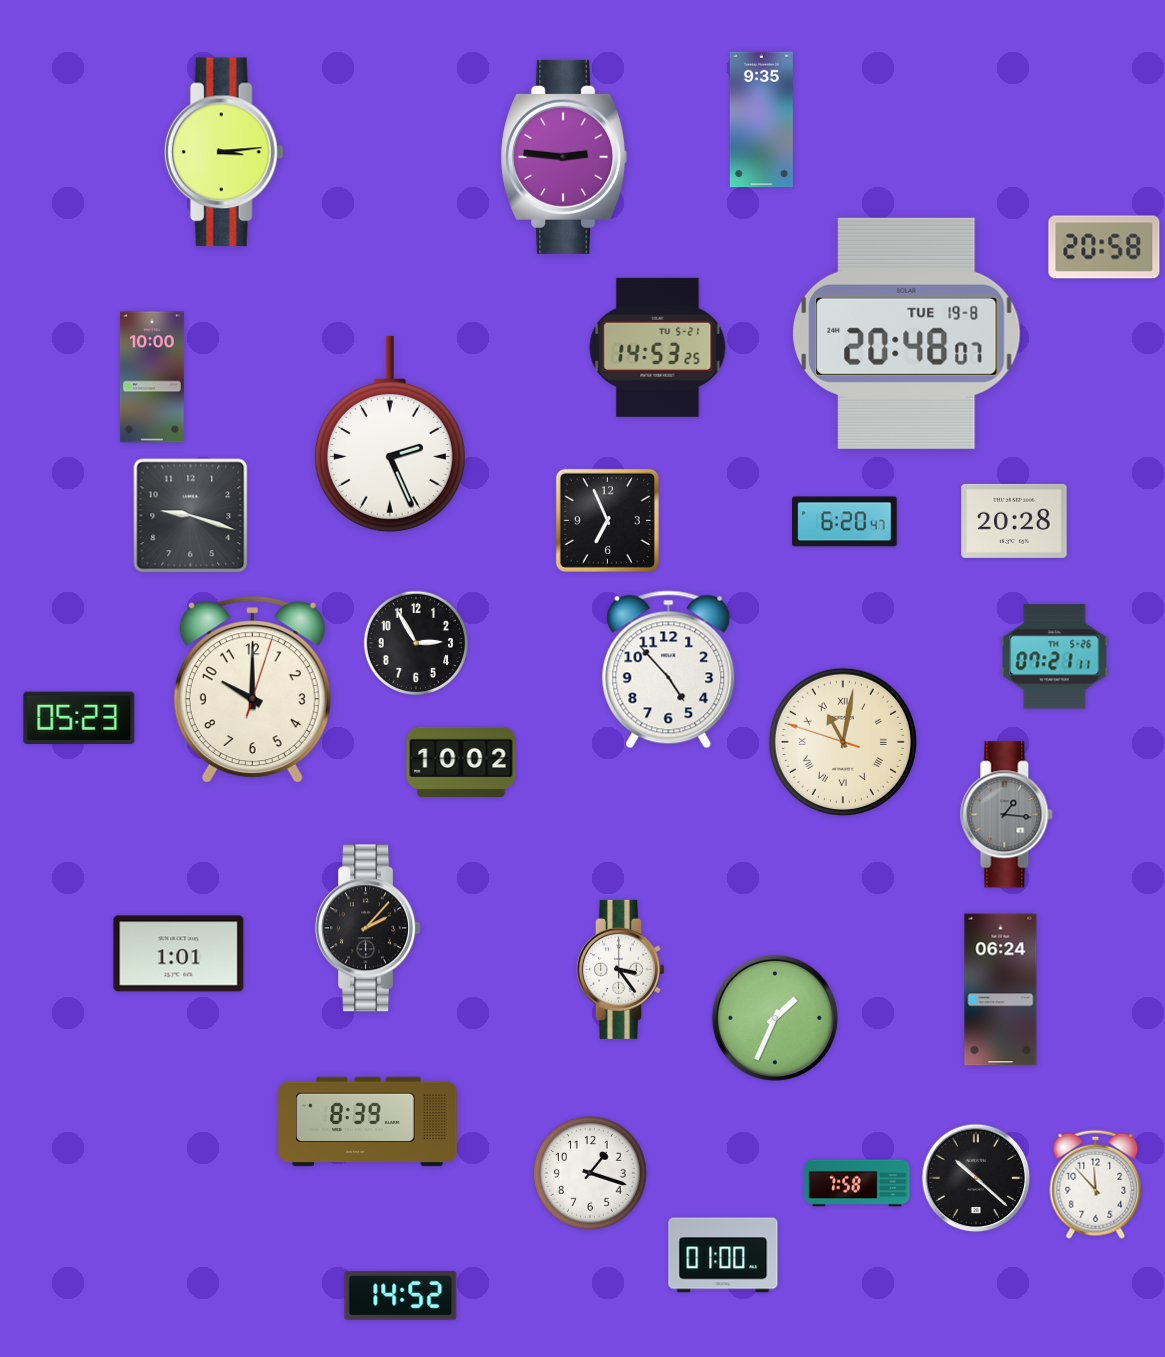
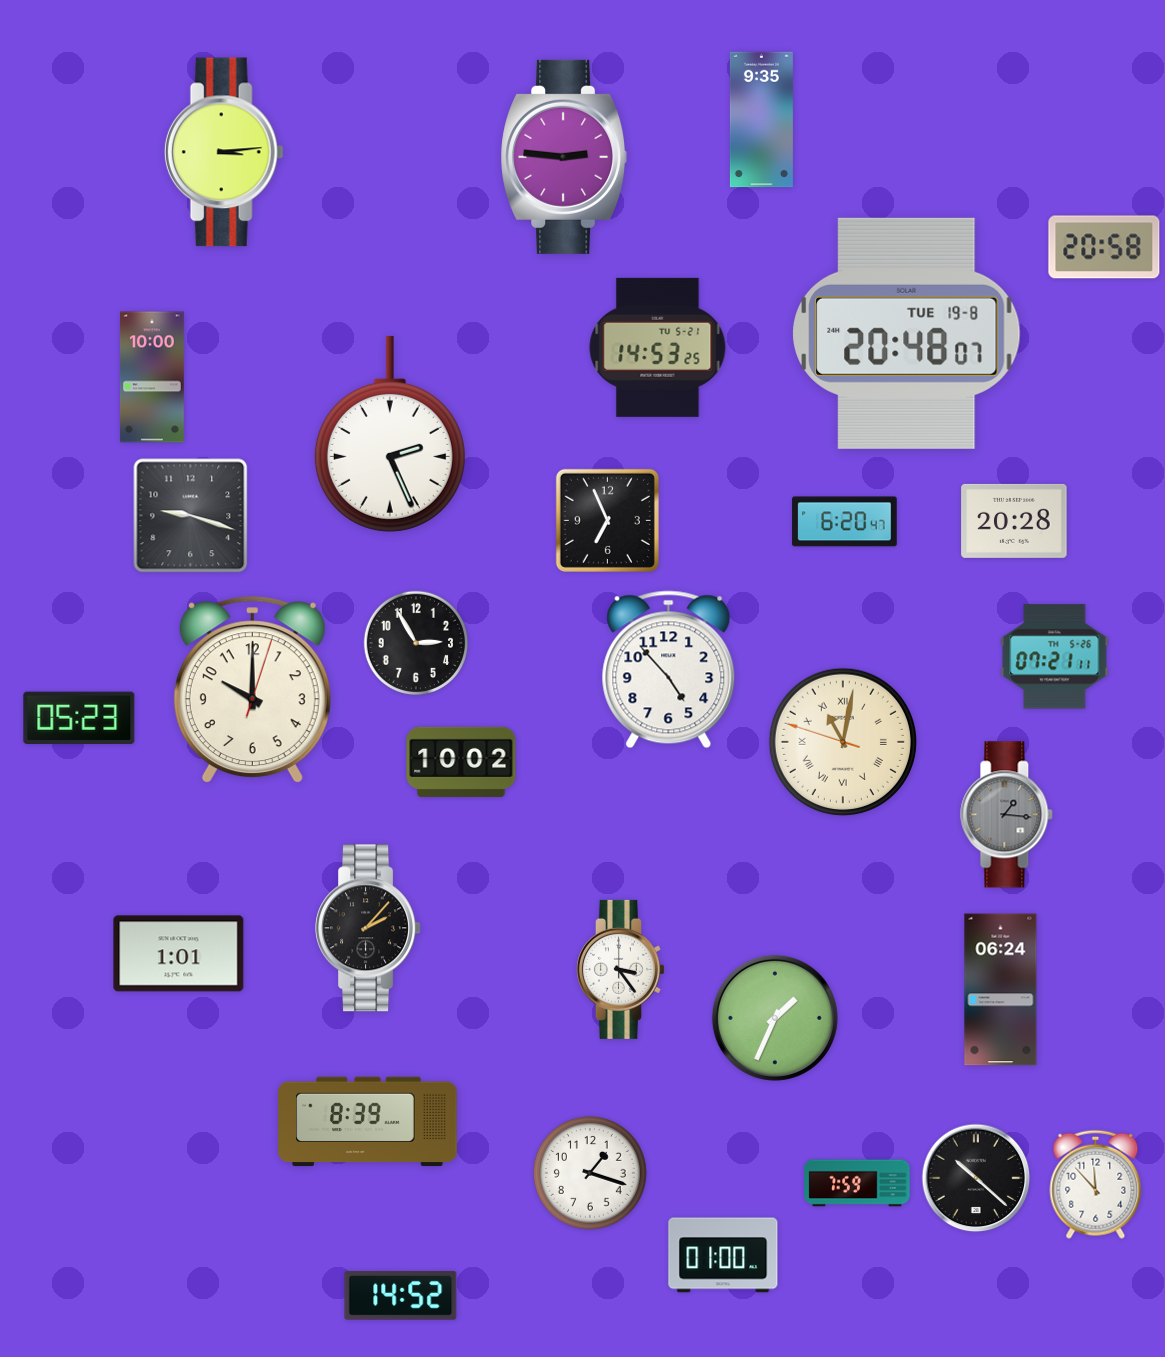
clock at (857, 1183): 7:58 -> 7:59
